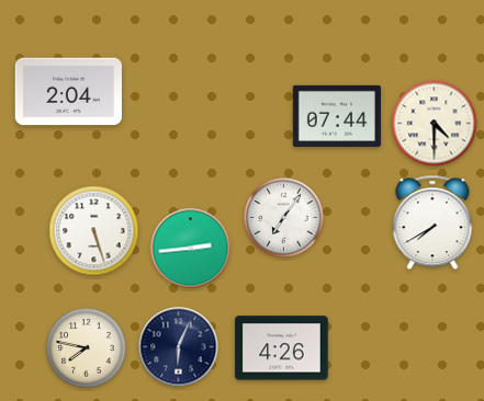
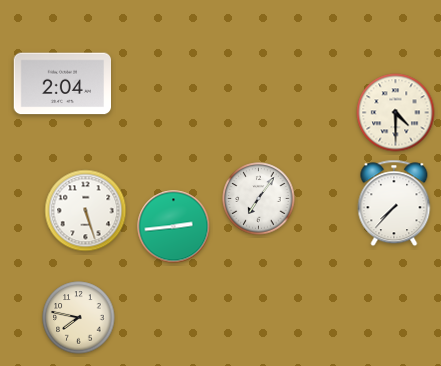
clock at (337, 116): 07:44 -> none
clock at (432, 222): 7:40 -> 7:37
clock at (179, 347): 6:04 -> none
clock at (282, 348): 4:26 -> none
